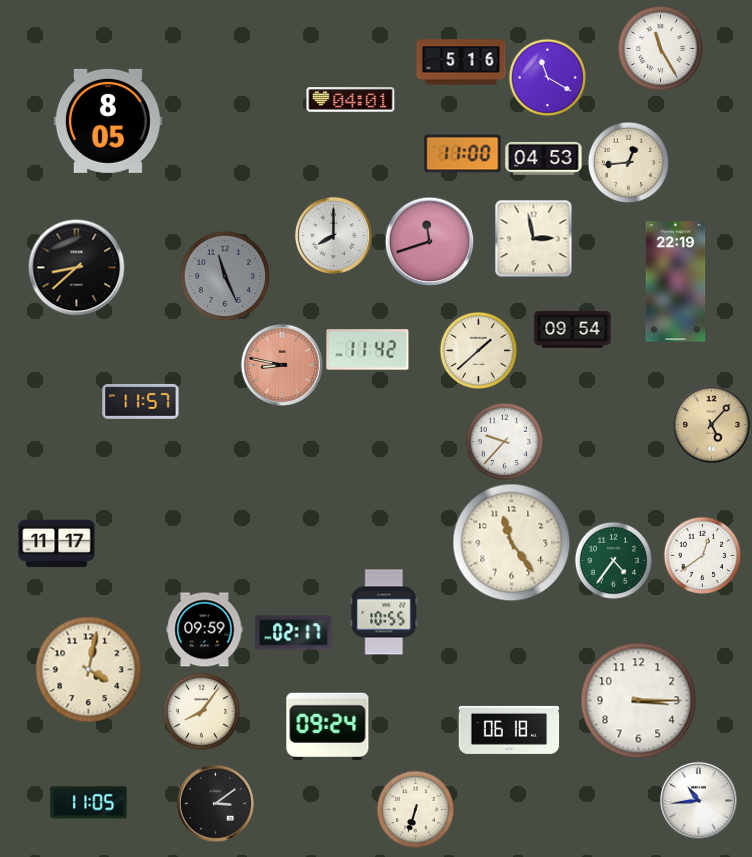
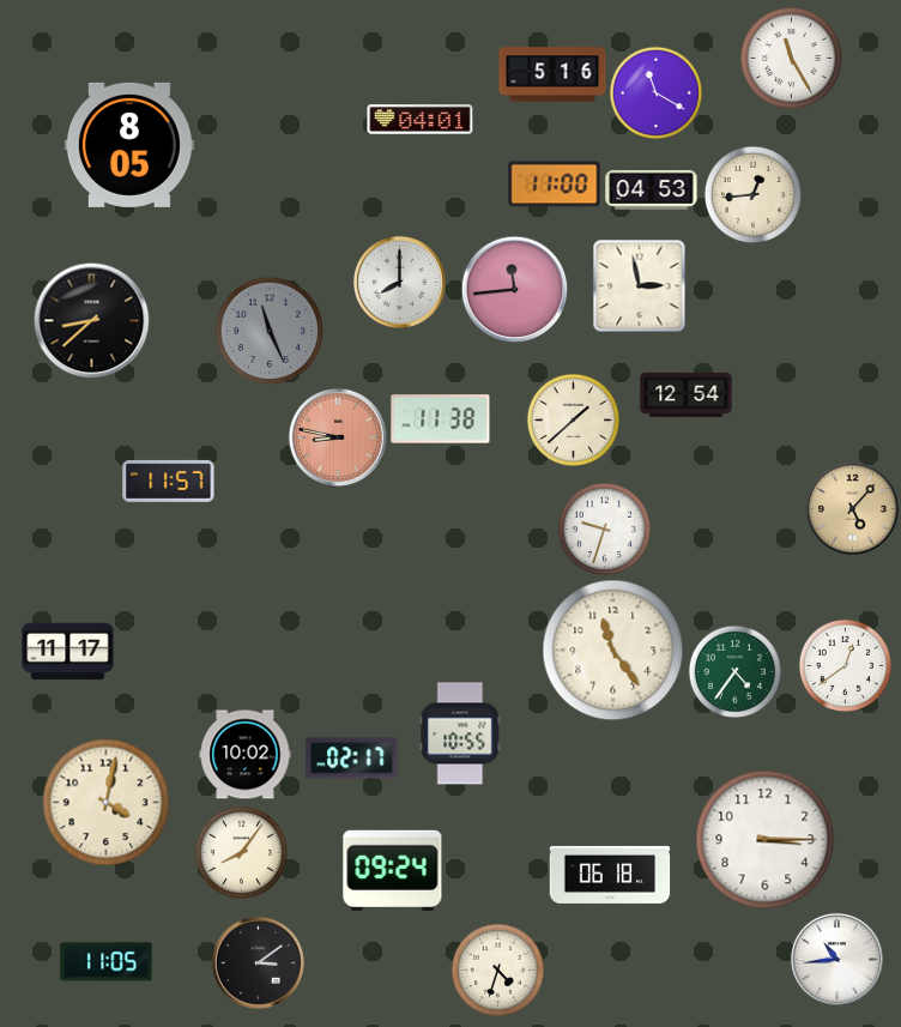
clock at (429, 241): 11:42 -> 11:44
clock at (676, 282): 22:19 -> none
clock at (573, 329): 09:54 -> 12:54
clock at (368, 350): 11:42 -> 11:38
clock at (504, 441): 9:37 -> 9:33
clock at (702, 555) position: (702, 555) -> (845, 665)
clock at (205, 630): 09:59 -> 10:02
clock at (415, 809): 6:33 -> 4:33
